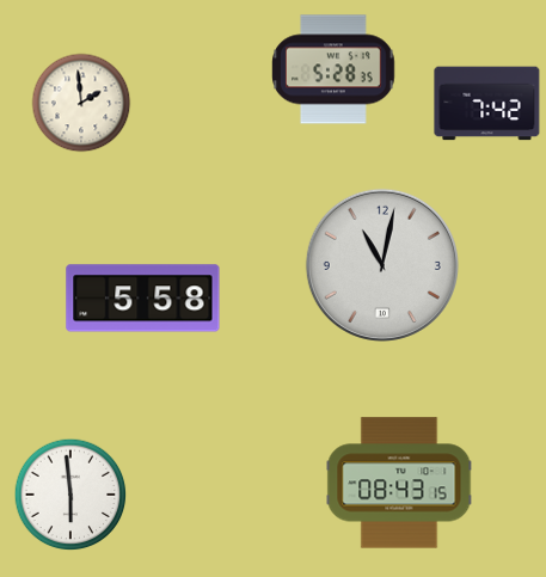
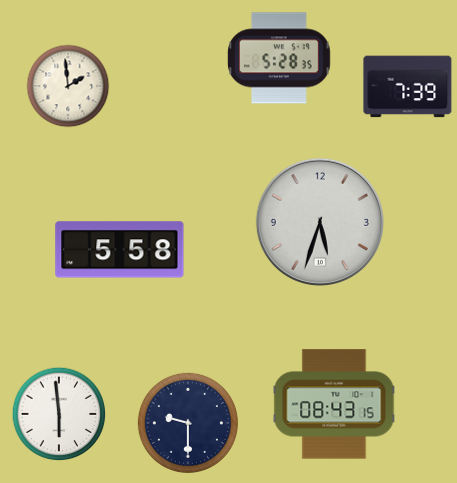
clock at (487, 104): 7:42 -> 7:39
clock at (382, 265): 11:02 -> 5:33
clock at (188, 423): none -> 9:30
